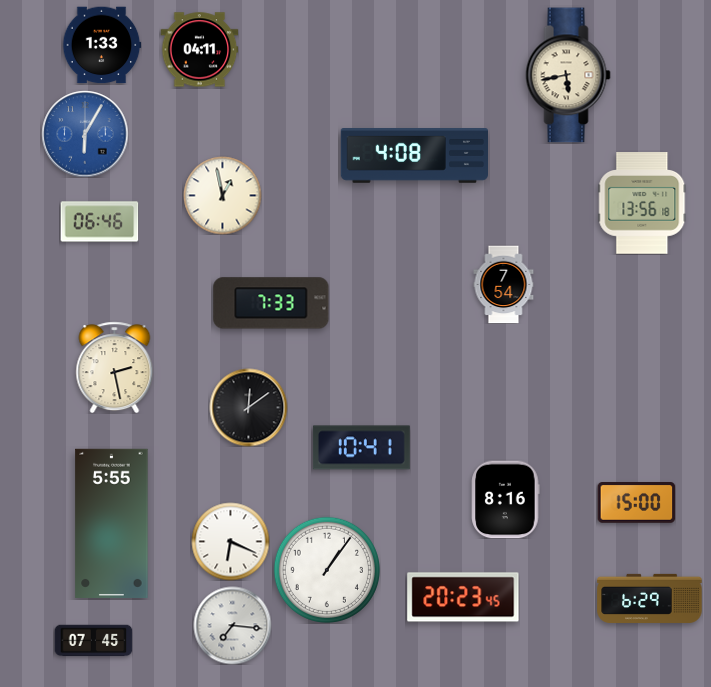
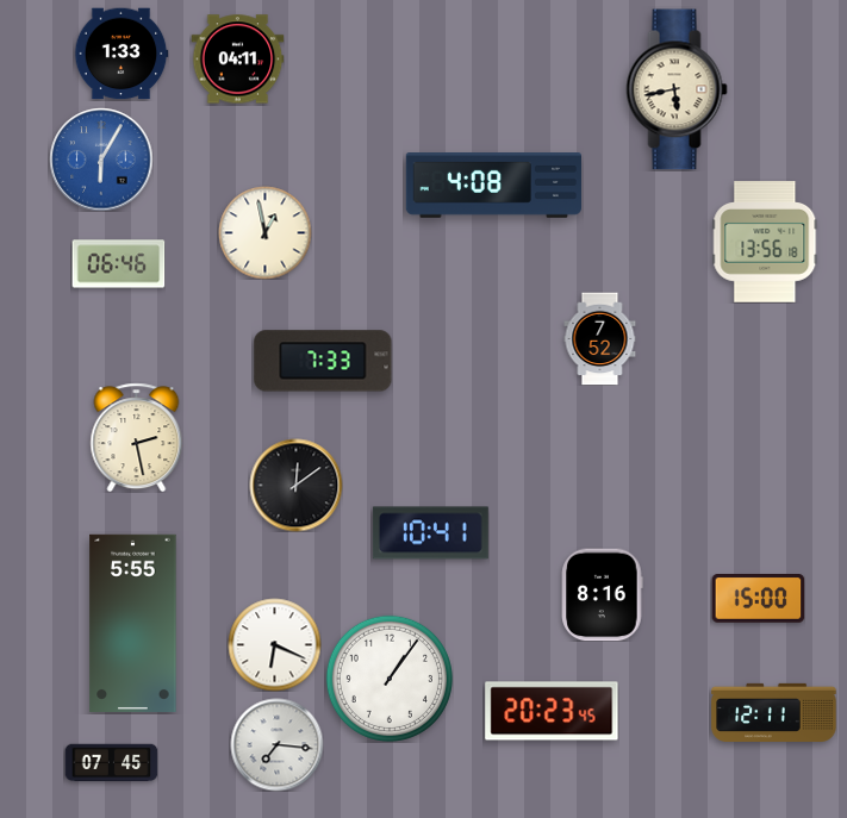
clock at (504, 284): 7:54 -> 7:52
clock at (650, 598): 6:29 -> 12:11
